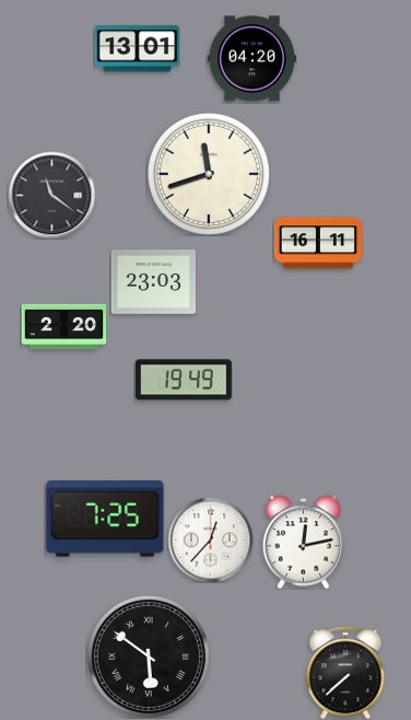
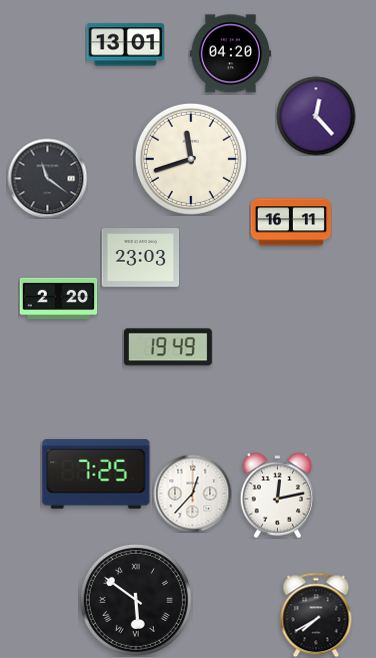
clock at (316, 116): none -> 12:23
clock at (345, 673): 7:38 -> 7:40
